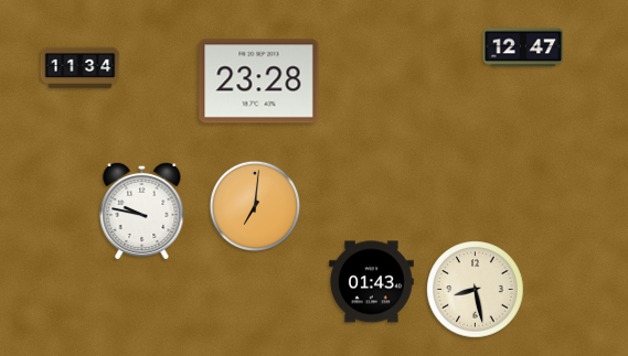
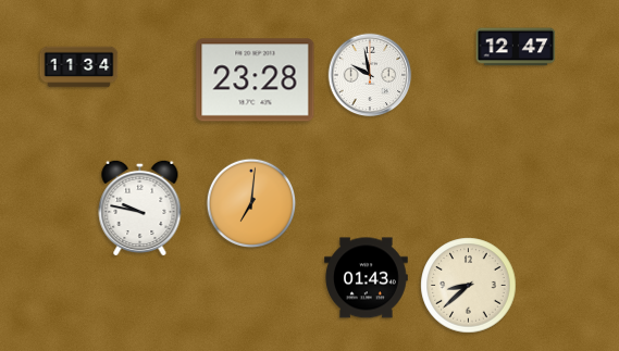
clock at (370, 75): none -> 9:58
clock at (476, 290): 8:28 -> 8:38
